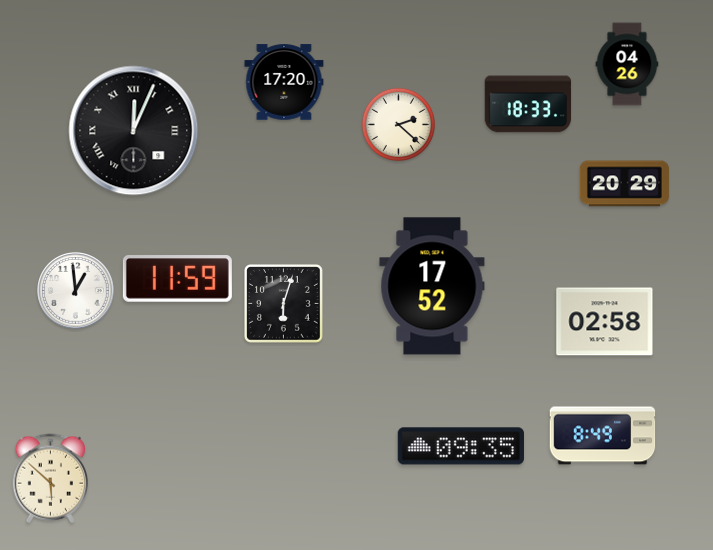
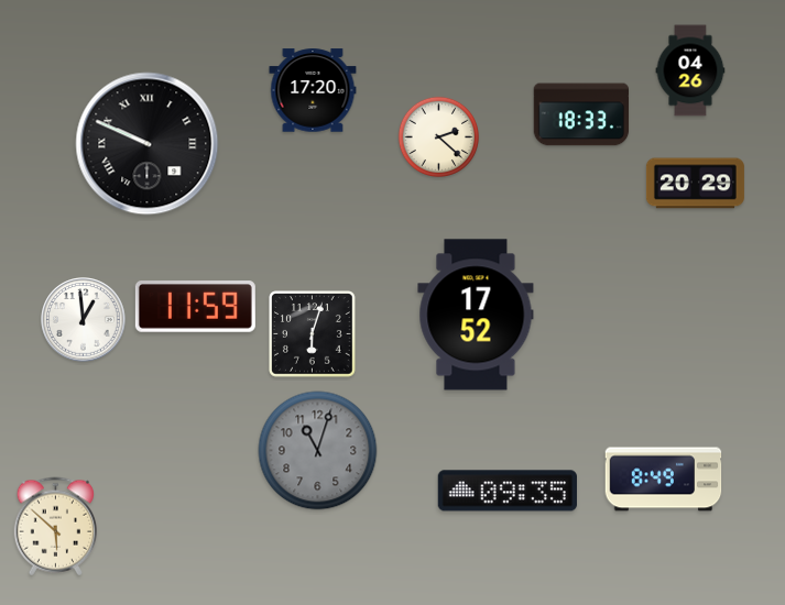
clock at (134, 131): 12:04 -> 9:49
clock at (624, 184) position: (624, 184) -> (695, 184)
clock at (605, 322): 02:58 -> none
clock at (318, 451): none -> 11:03
